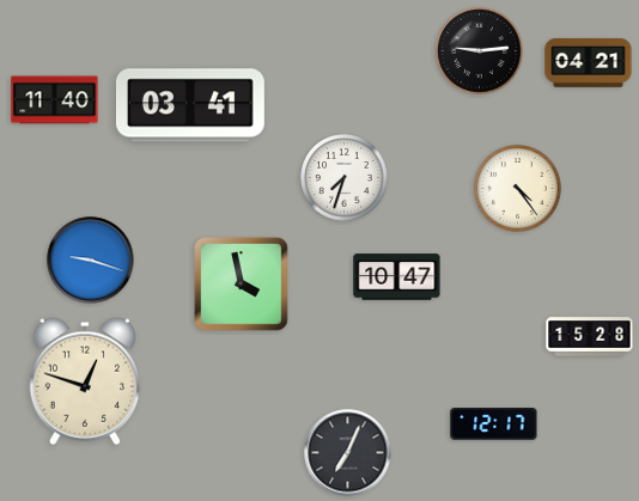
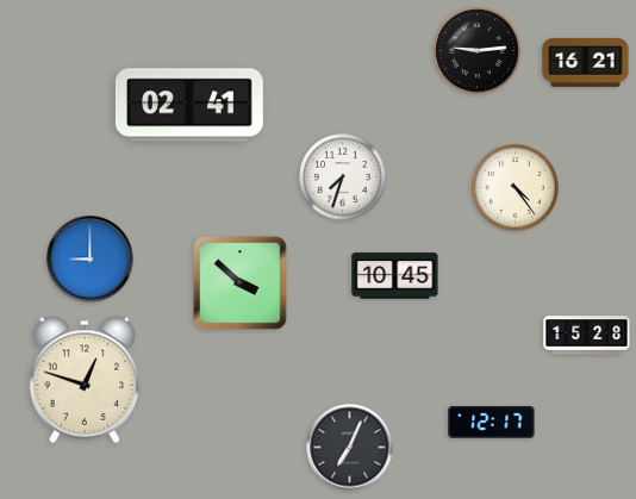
clock at (589, 62): 04:21 -> 16:21
clock at (55, 100): 11:40 -> none
clock at (190, 105): 03:41 -> 02:41
clock at (91, 261): 9:18 -> 9:00
clock at (397, 277): 10:47 -> 10:45
clock at (242, 285): 3:58 -> 3:52
clock at (348, 453) position: (348, 453) -> (350, 448)
